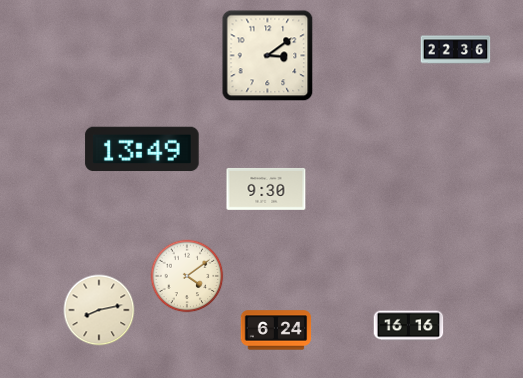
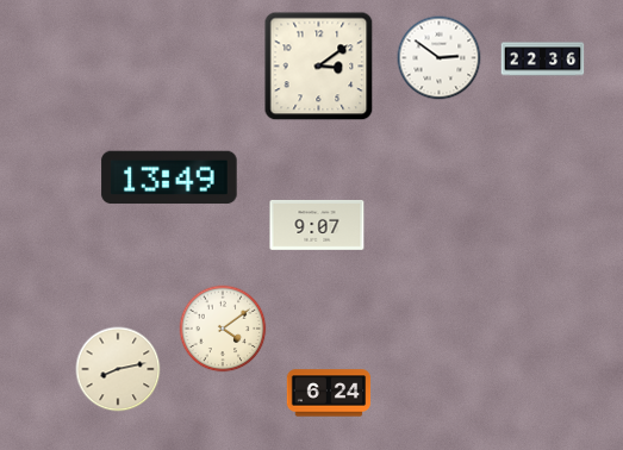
clock at (440, 58): none -> 2:51
clock at (266, 189): 9:30 -> 9:07
clock at (409, 326): 16:16 -> none
